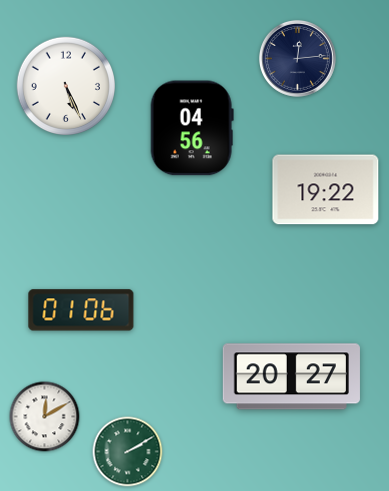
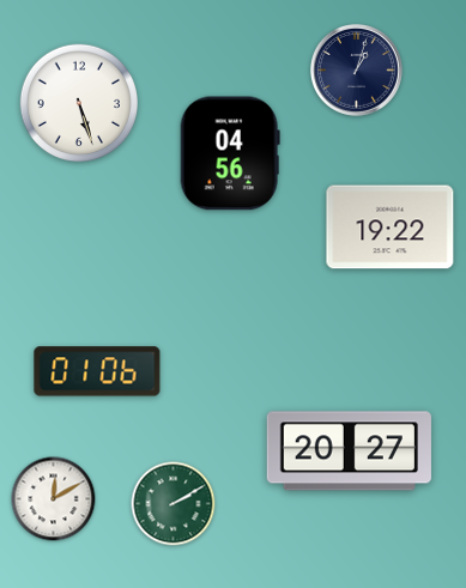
clock at (297, 58): 12:14 -> 1:03
clock at (65, 85): 5:26 -> 5:27
clock at (128, 452) position: (128, 452) -> (174, 504)
